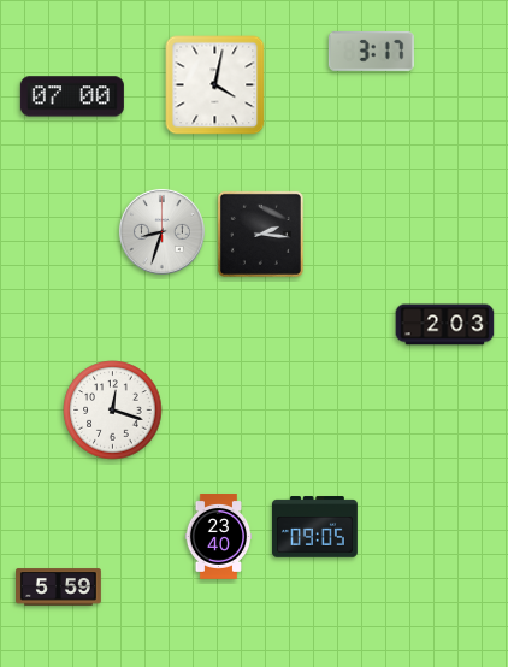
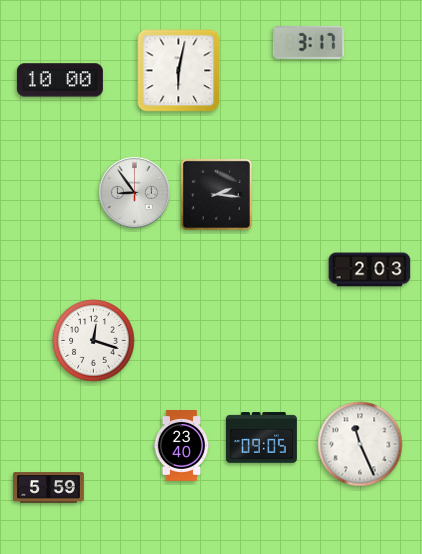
clock at (215, 85): 4:02 -> 6:02
clock at (72, 96): 07:00 -> 10:00
clock at (161, 231): 8:33 -> 8:54
clock at (360, 444): none -> 11:26
